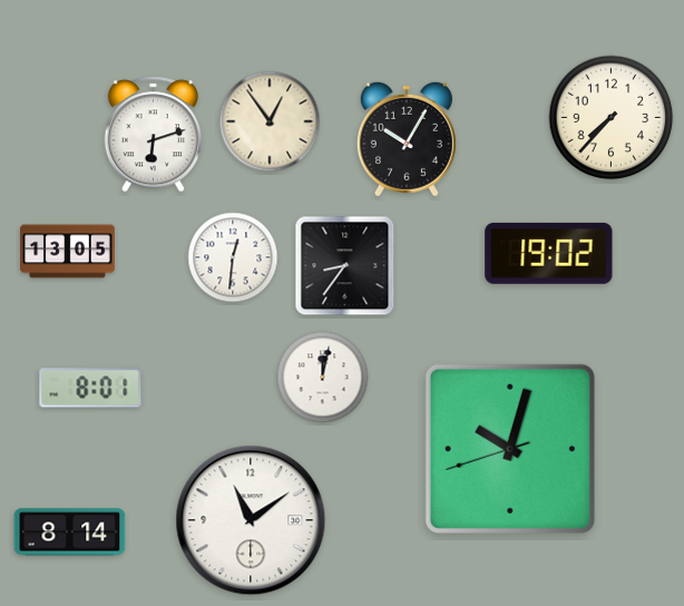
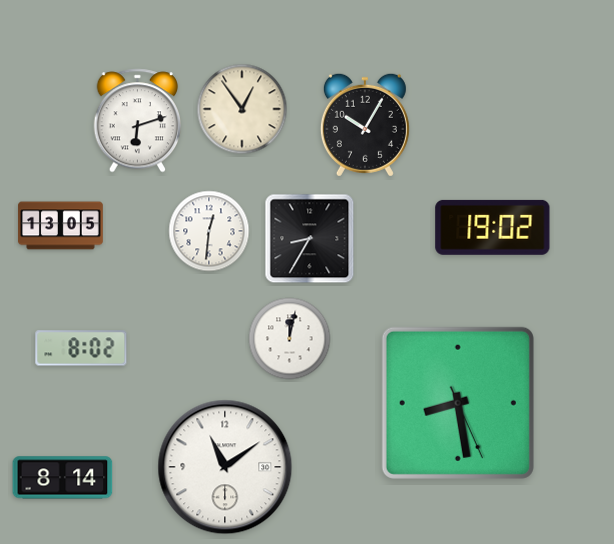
clock at (612, 118): 7:37 -> none
clock at (345, 266): 8:36 -> 8:35
clock at (90, 388): 8:01 -> 8:02
clock at (510, 449): 10:02 -> 8:28
